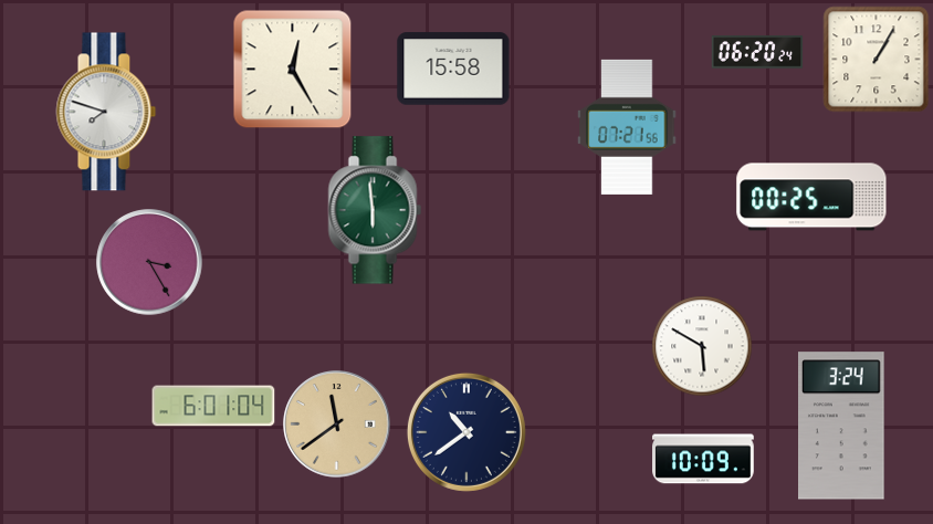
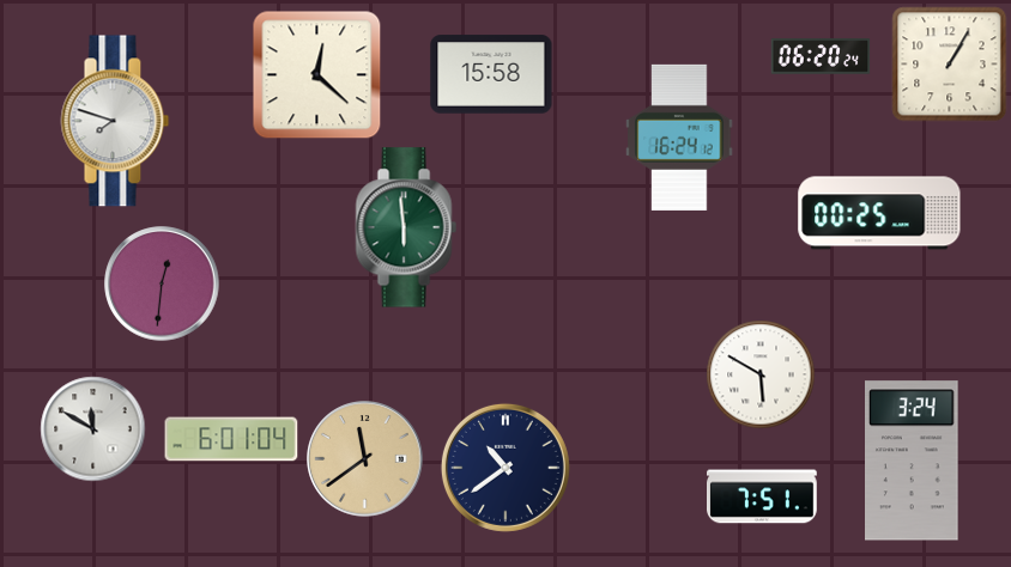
clock at (293, 70): 12:25 -> 12:22
clock at (627, 127): 07:21 -> 16:24
clock at (149, 262): 3:25 -> 12:31
clock at (93, 429): none -> 11:50
clock at (704, 459): 10:09 -> 7:51
